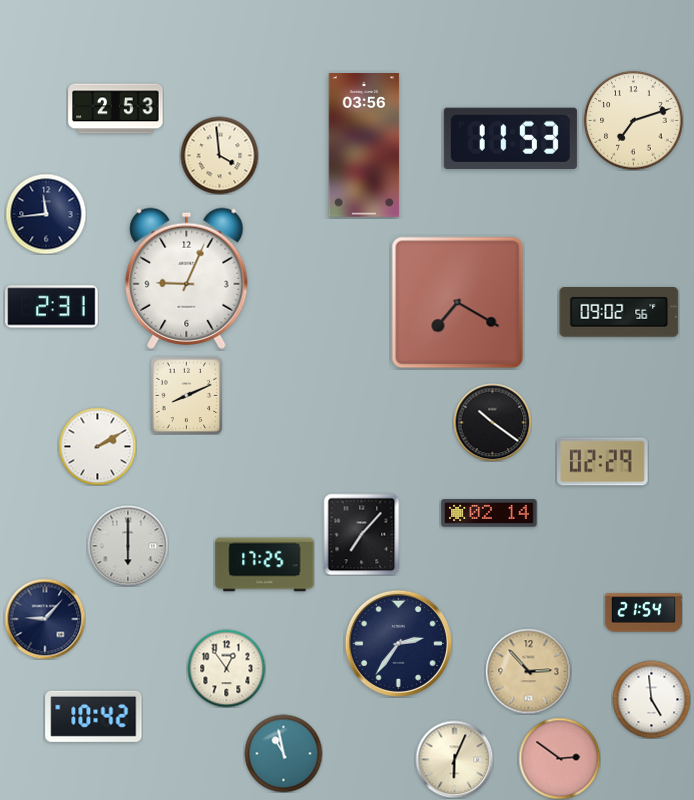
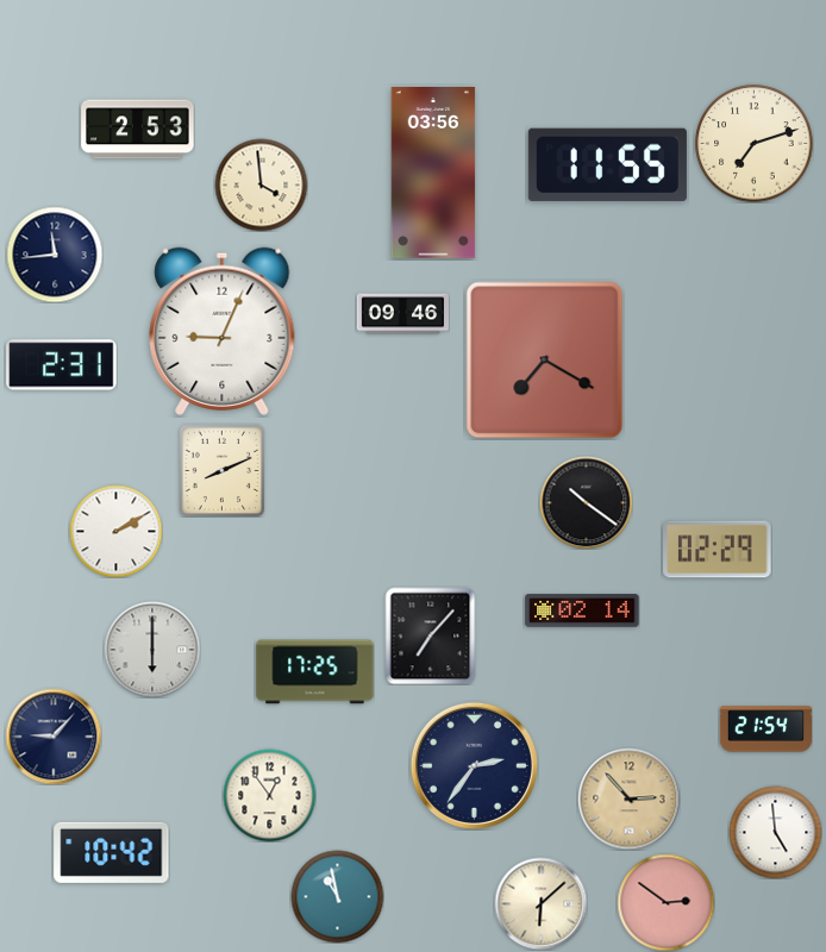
clock at (510, 138): 11:53 -> 11:55
clock at (402, 314): none -> 09:46
clock at (619, 313): 09:02 -> none
clock at (454, 759): 6:04 -> 6:08
